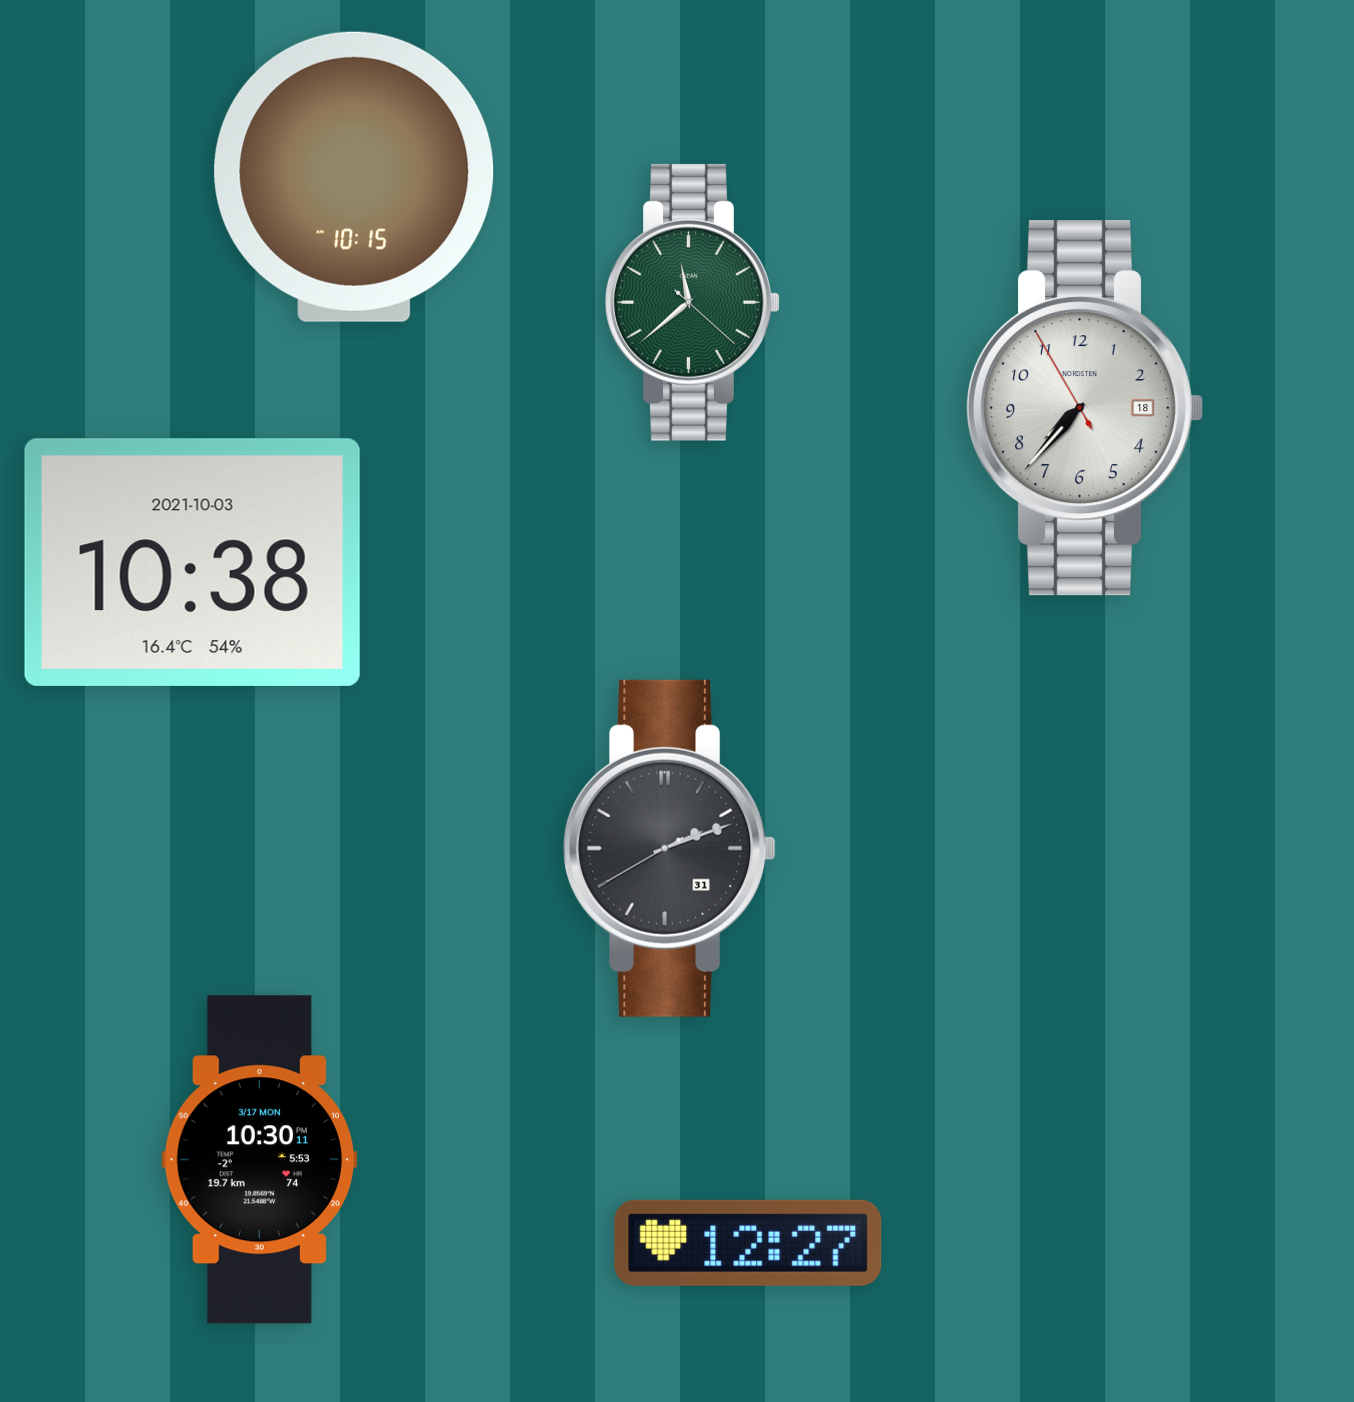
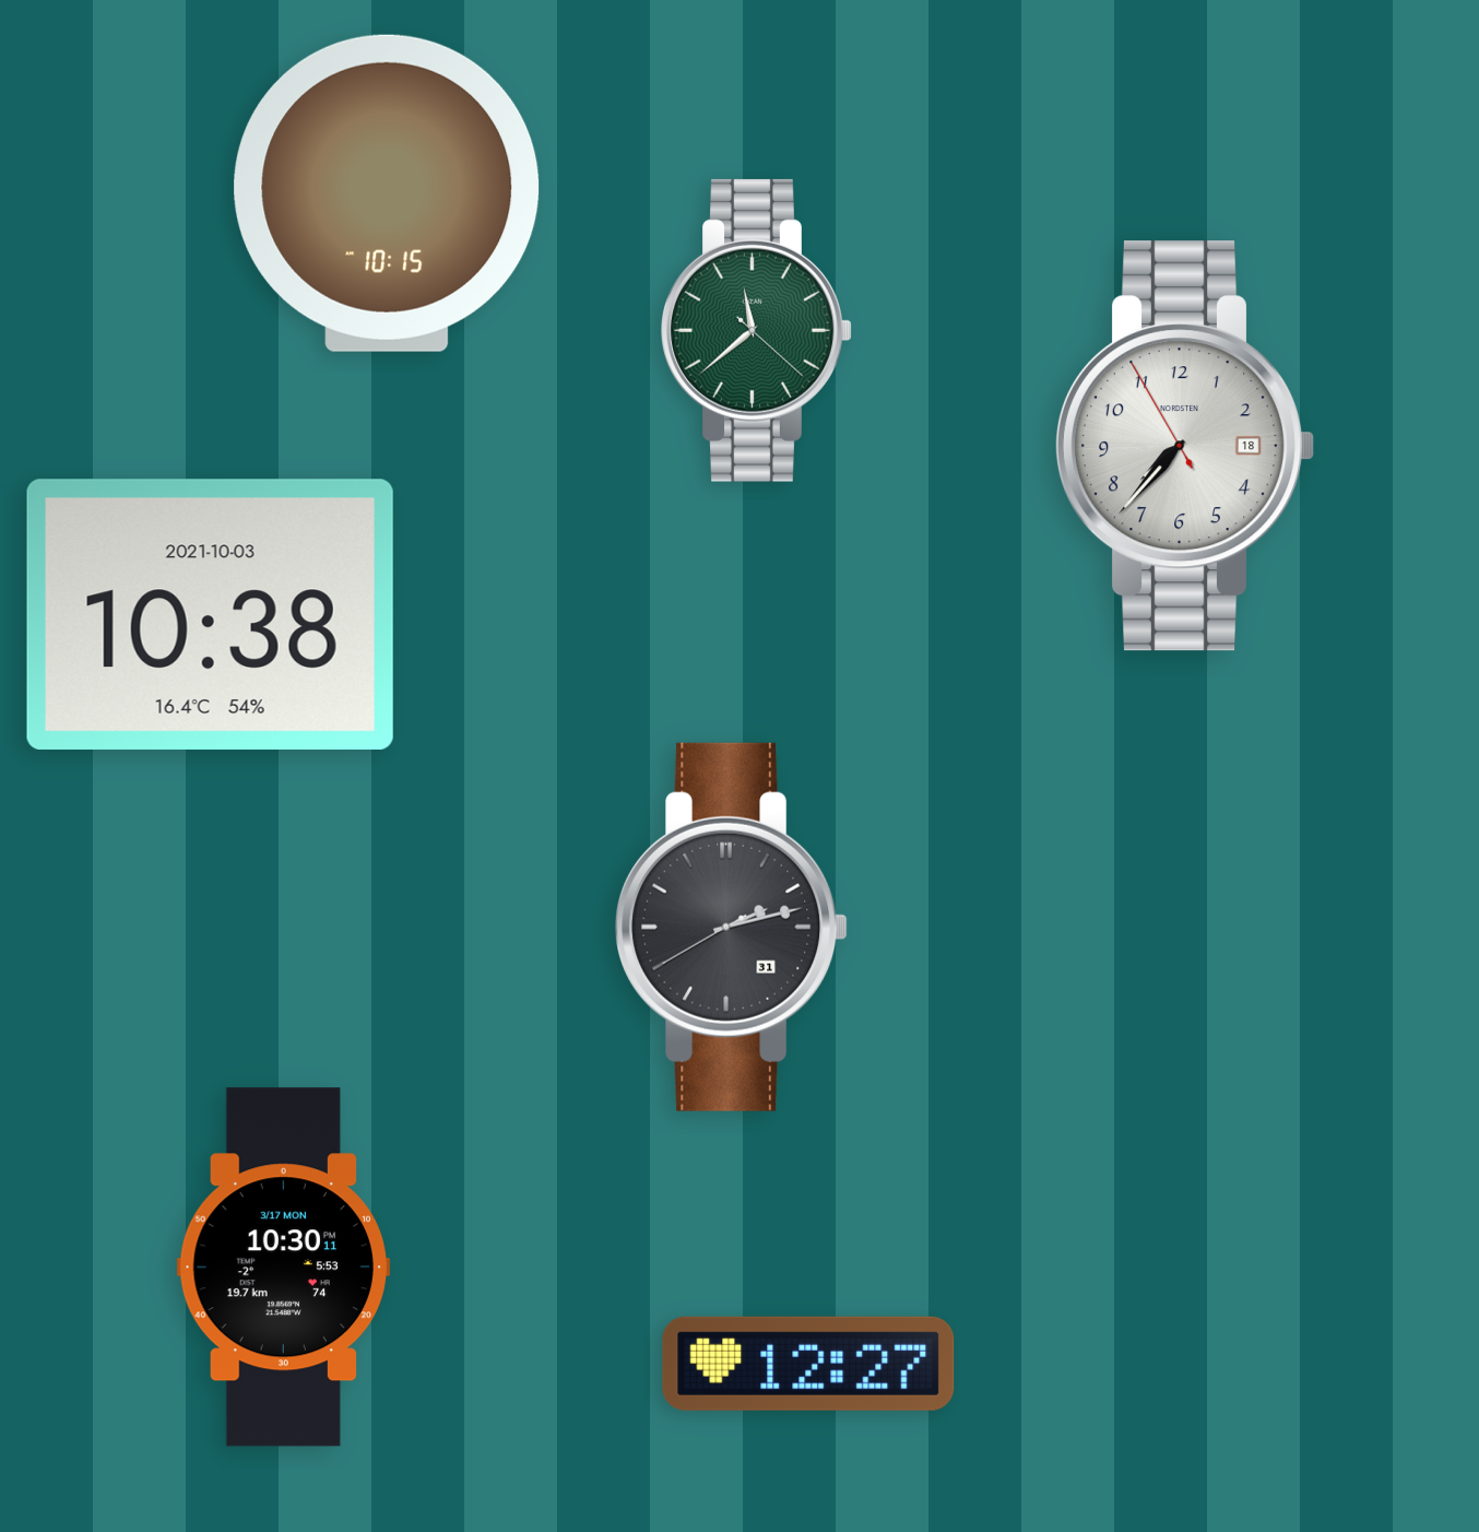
clock at (670, 848): 2:11 -> 2:12
clock at (748, 1243) position: (748, 1243) -> (808, 1364)
